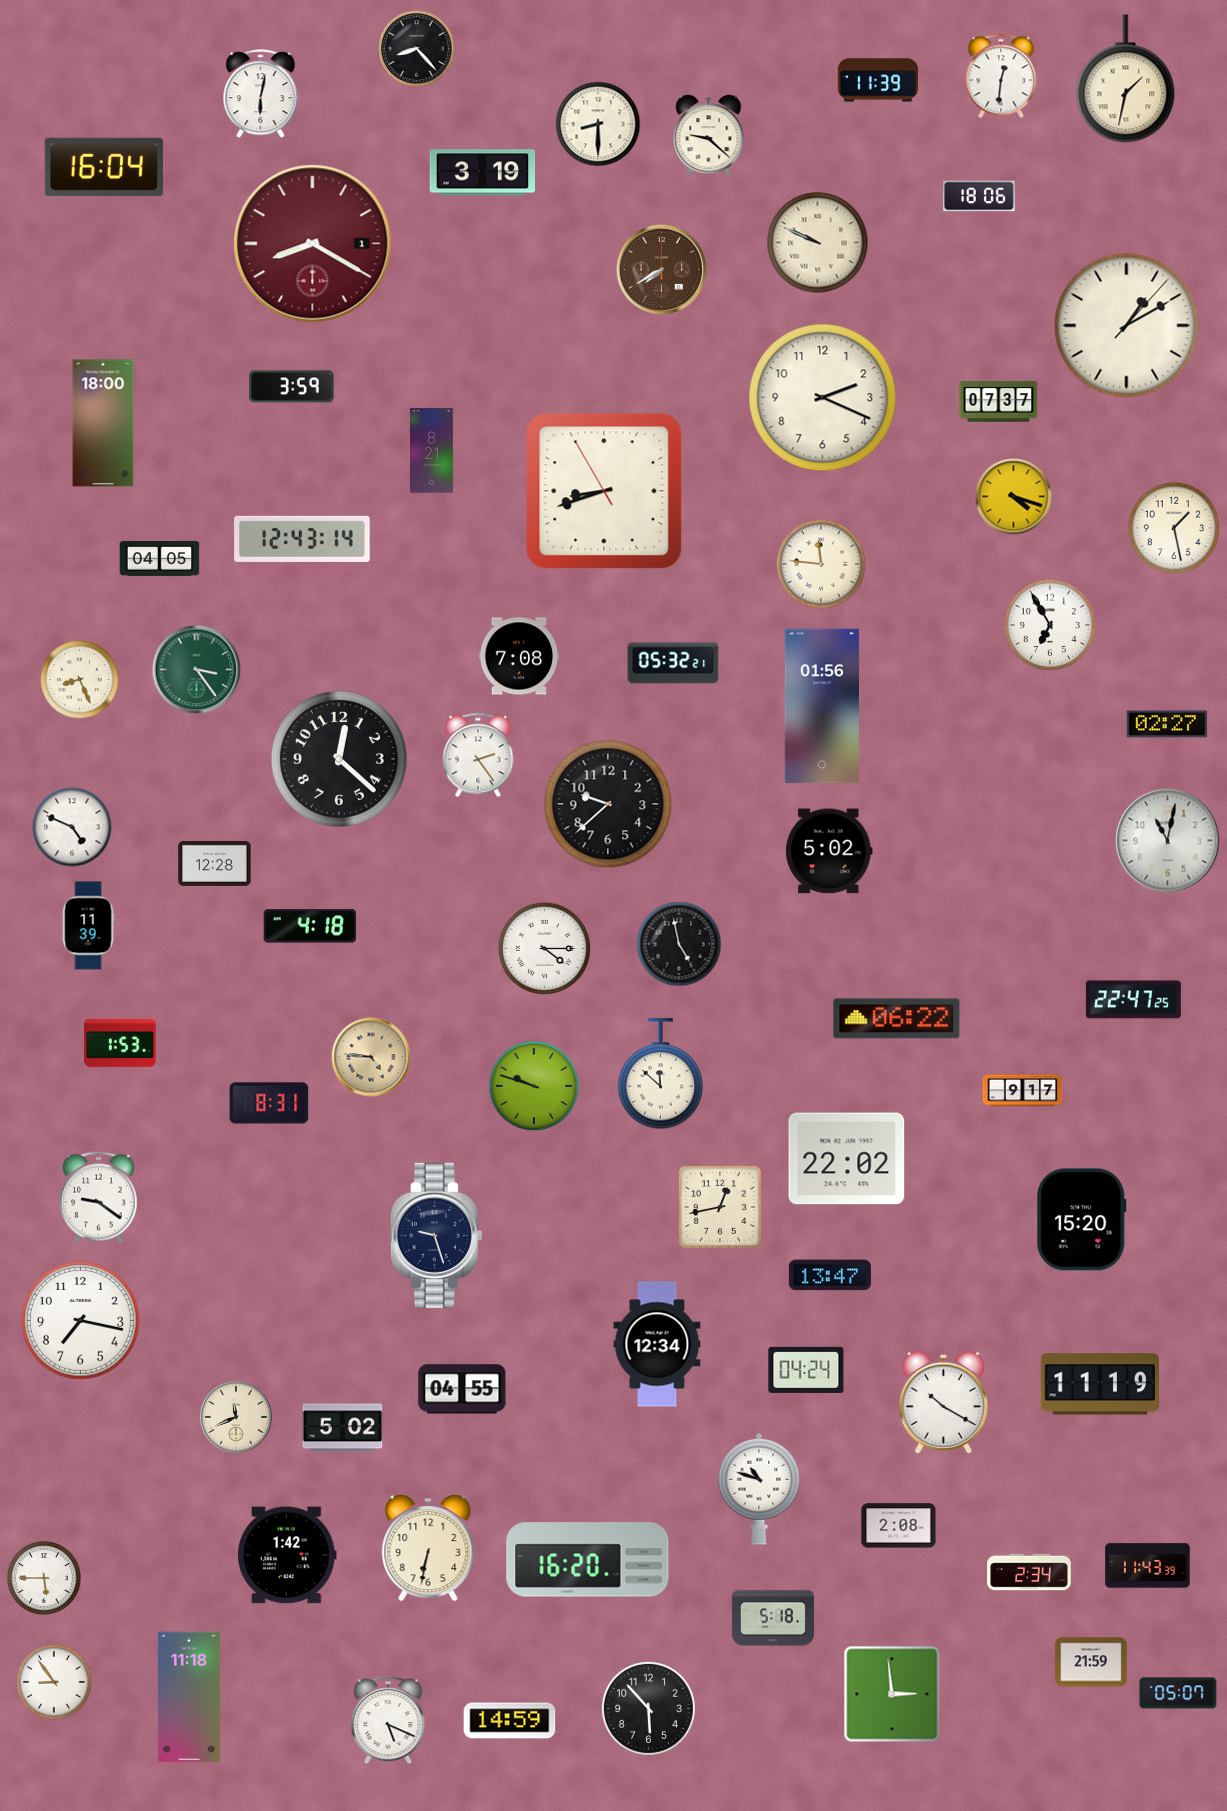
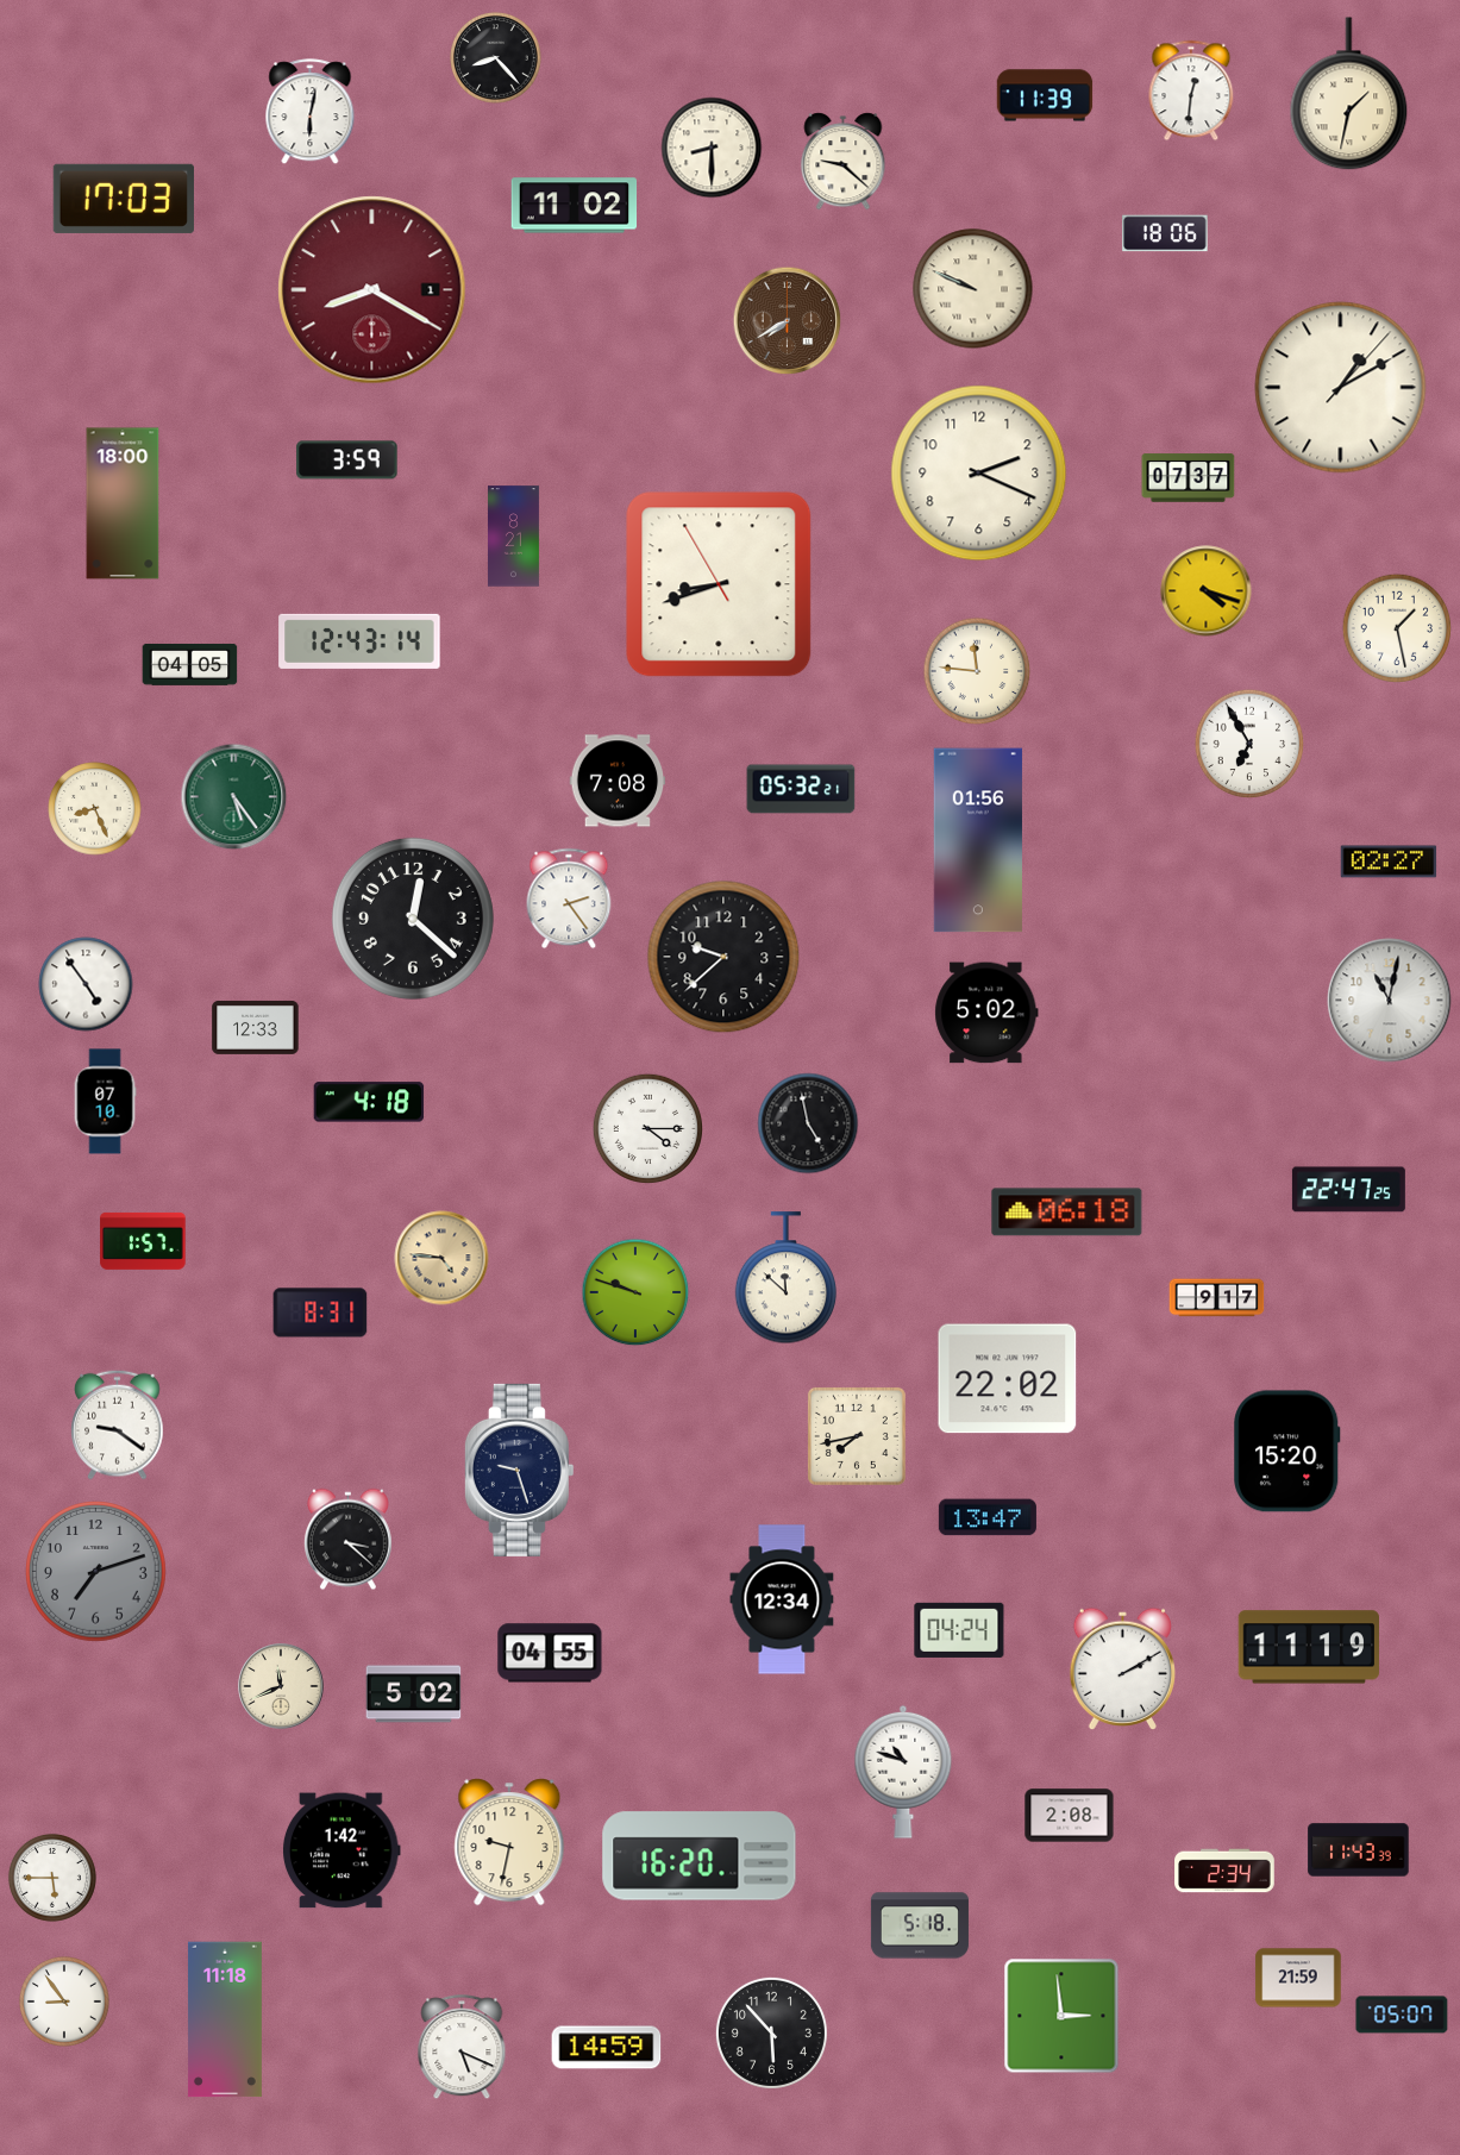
clock at (1126, 79) position: (1126, 79) -> (1349, 94)
clock at (104, 167): 16:04 -> 17:03
clock at (483, 173): 3:19 -> 11:02
clock at (197, 670): 3:24 -> 5:24
clock at (339, 759) position: (339, 759) -> (413, 919)
clock at (72, 827): 4:49 -> 4:54
clock at (215, 863): 12:28 -> 12:33
clock at (88, 926): 11:39 -> 07:10
clock at (897, 1019): 06:22 -> 06:18
clock at (120, 1043): 1:53 -> 1:57
clock at (720, 1207): 12:43 -> 7:43
clock at (347, 1540): none -> 3:22
clock at (81, 1321): 7:17 -> 7:12
clock at (81, 1321) dial: white -> grey
clock at (943, 1402): 10:20 -> 2:10
clock at (343, 1428) position: (343, 1428) -> (414, 1694)
clock at (428, 1548): 6:32 -> 9:32
clock at (1148, 1566) position: (1148, 1566) -> (1359, 1850)
